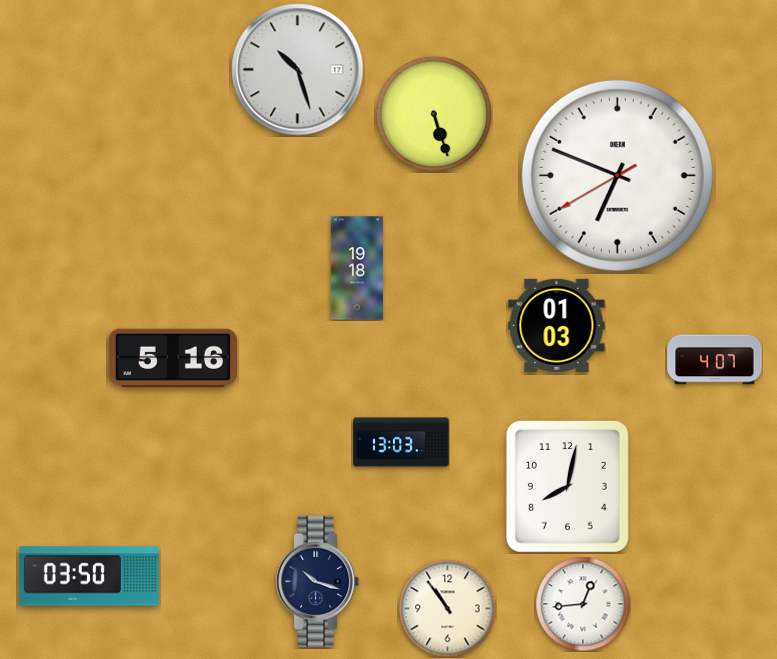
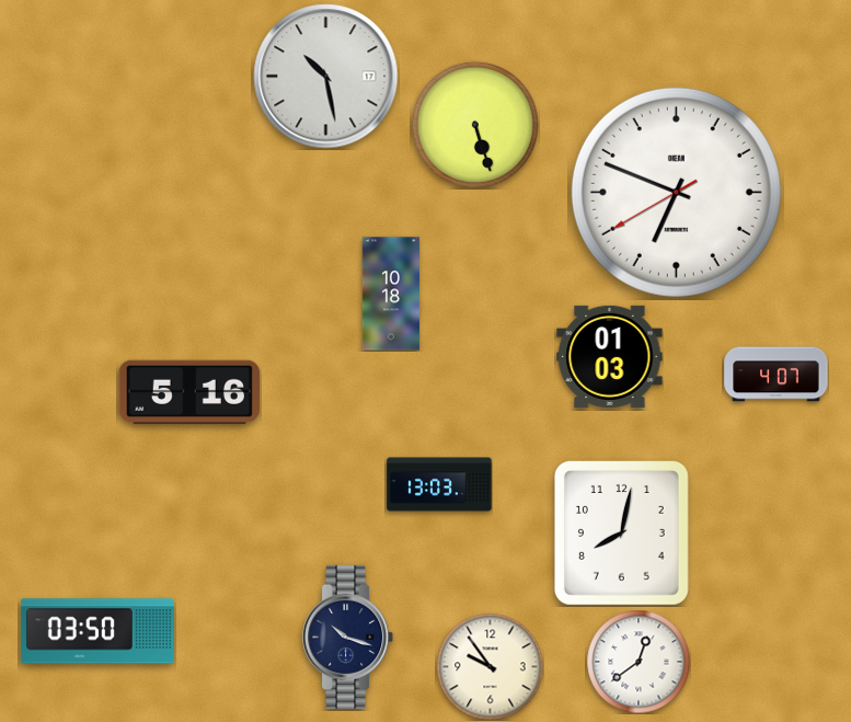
clock at (298, 70): 10:27 -> 10:28
clock at (357, 268): 19:18 -> 10:18
clock at (715, 360) position: (715, 360) -> (777, 375)
clock at (583, 604): 12:44 -> 12:39
clock at (447, 608): 10:54 -> 9:54
